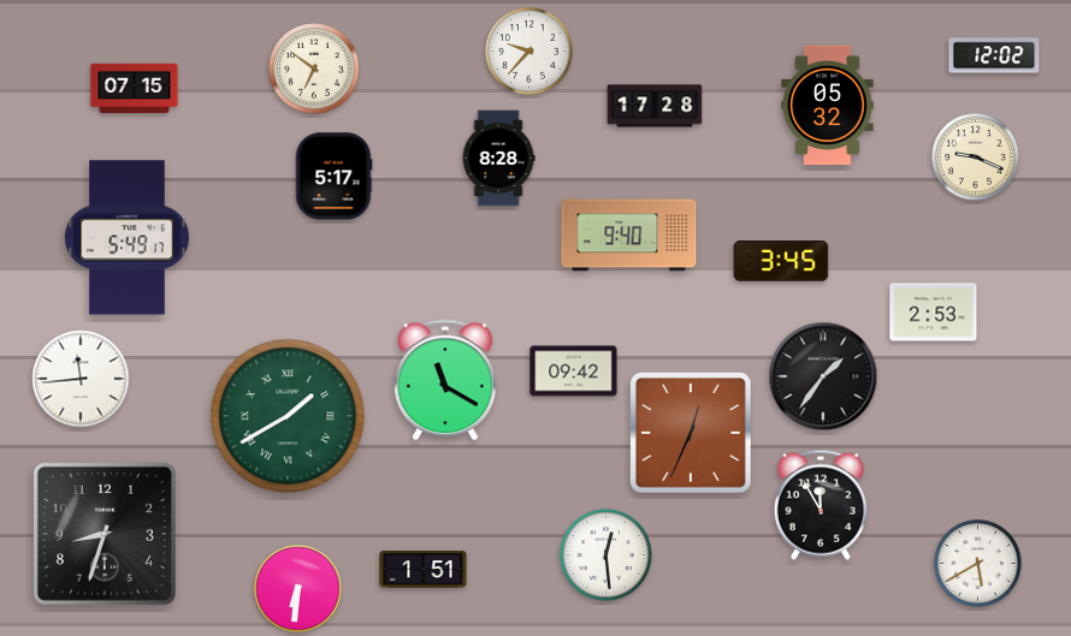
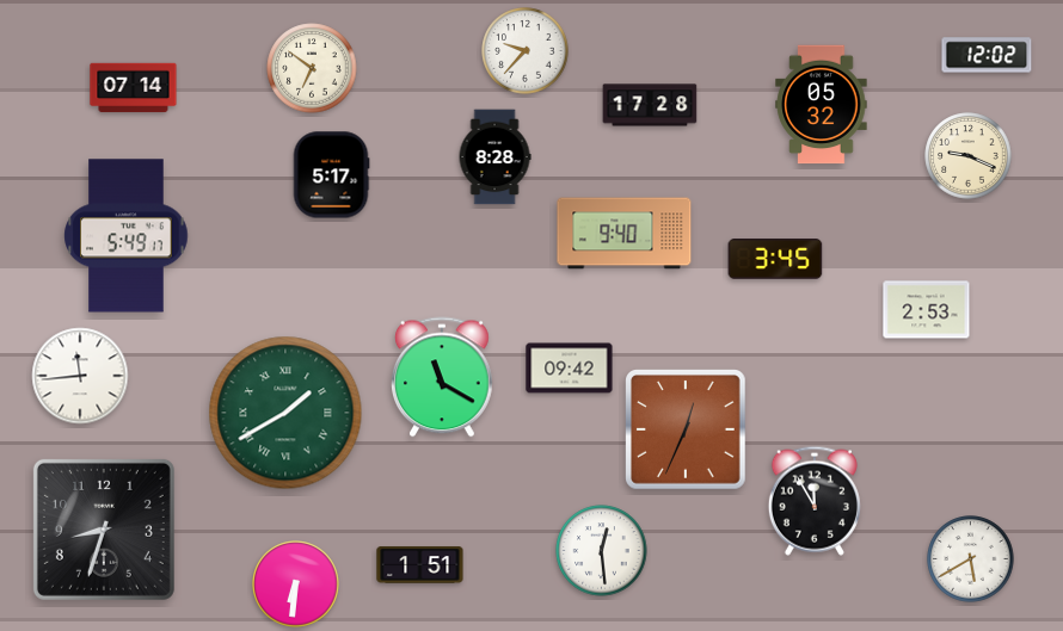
clock at (135, 89): 07:15 -> 07:14
clock at (823, 376): 1:36 -> none
